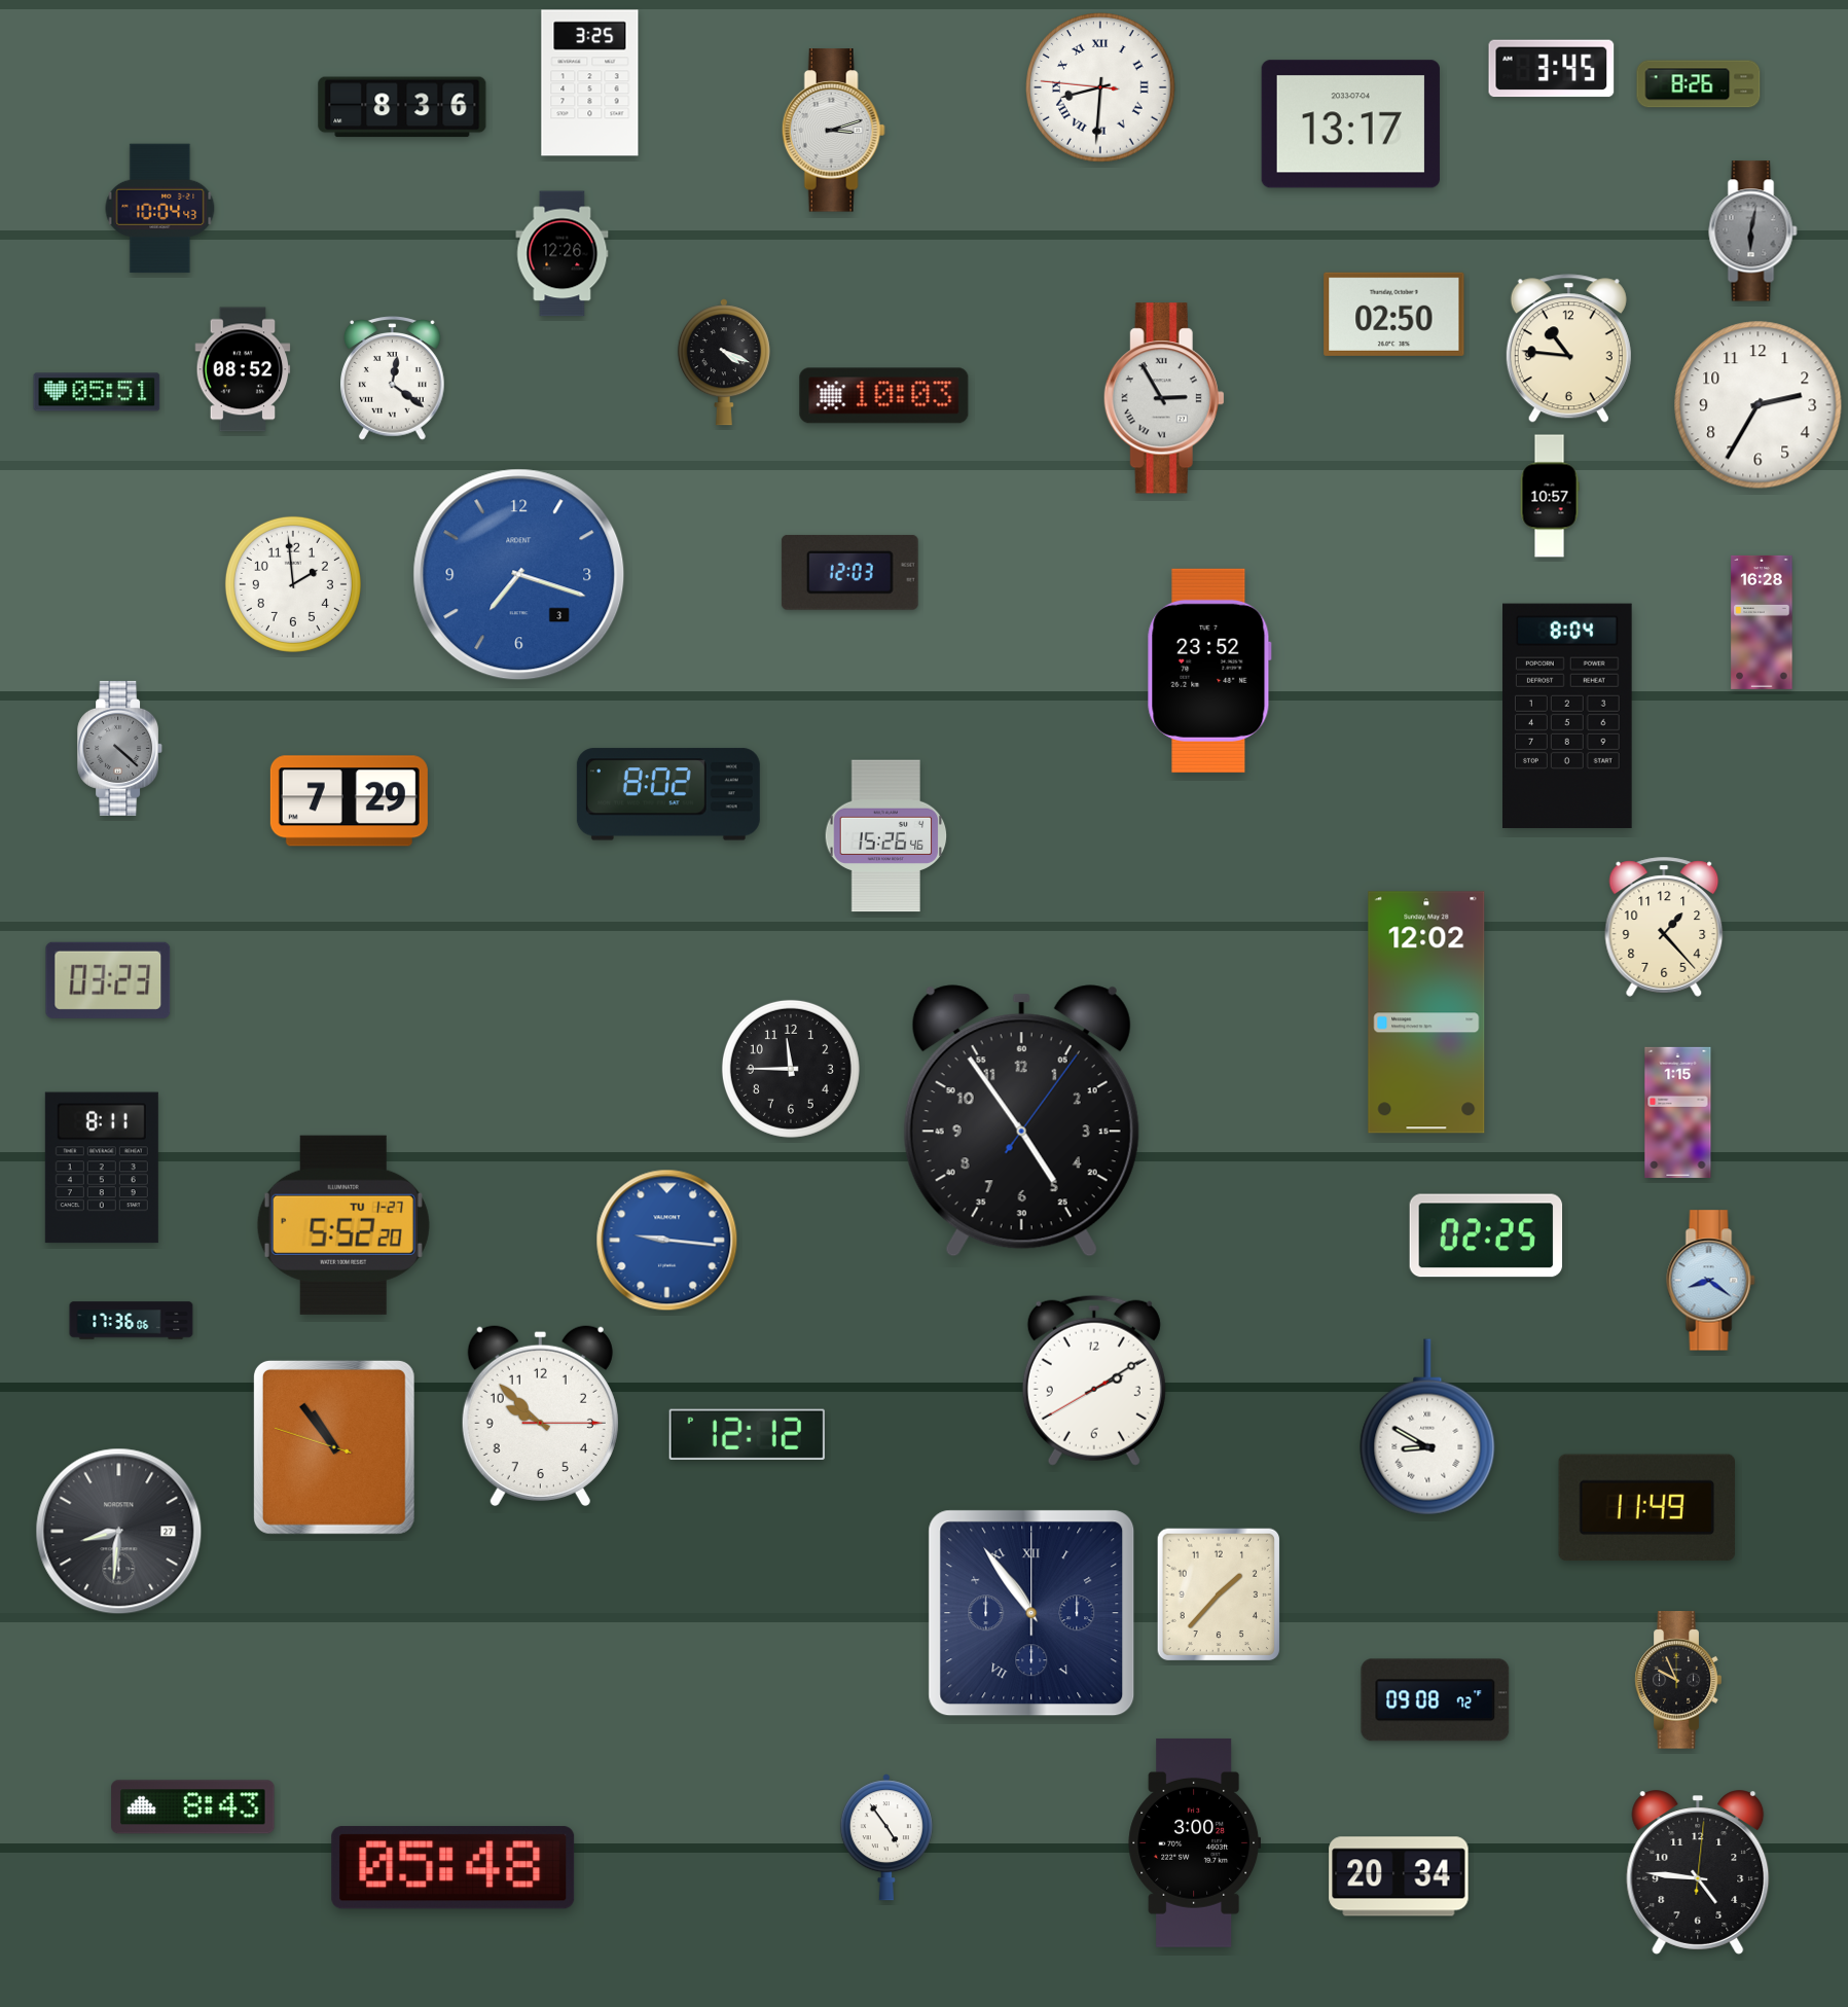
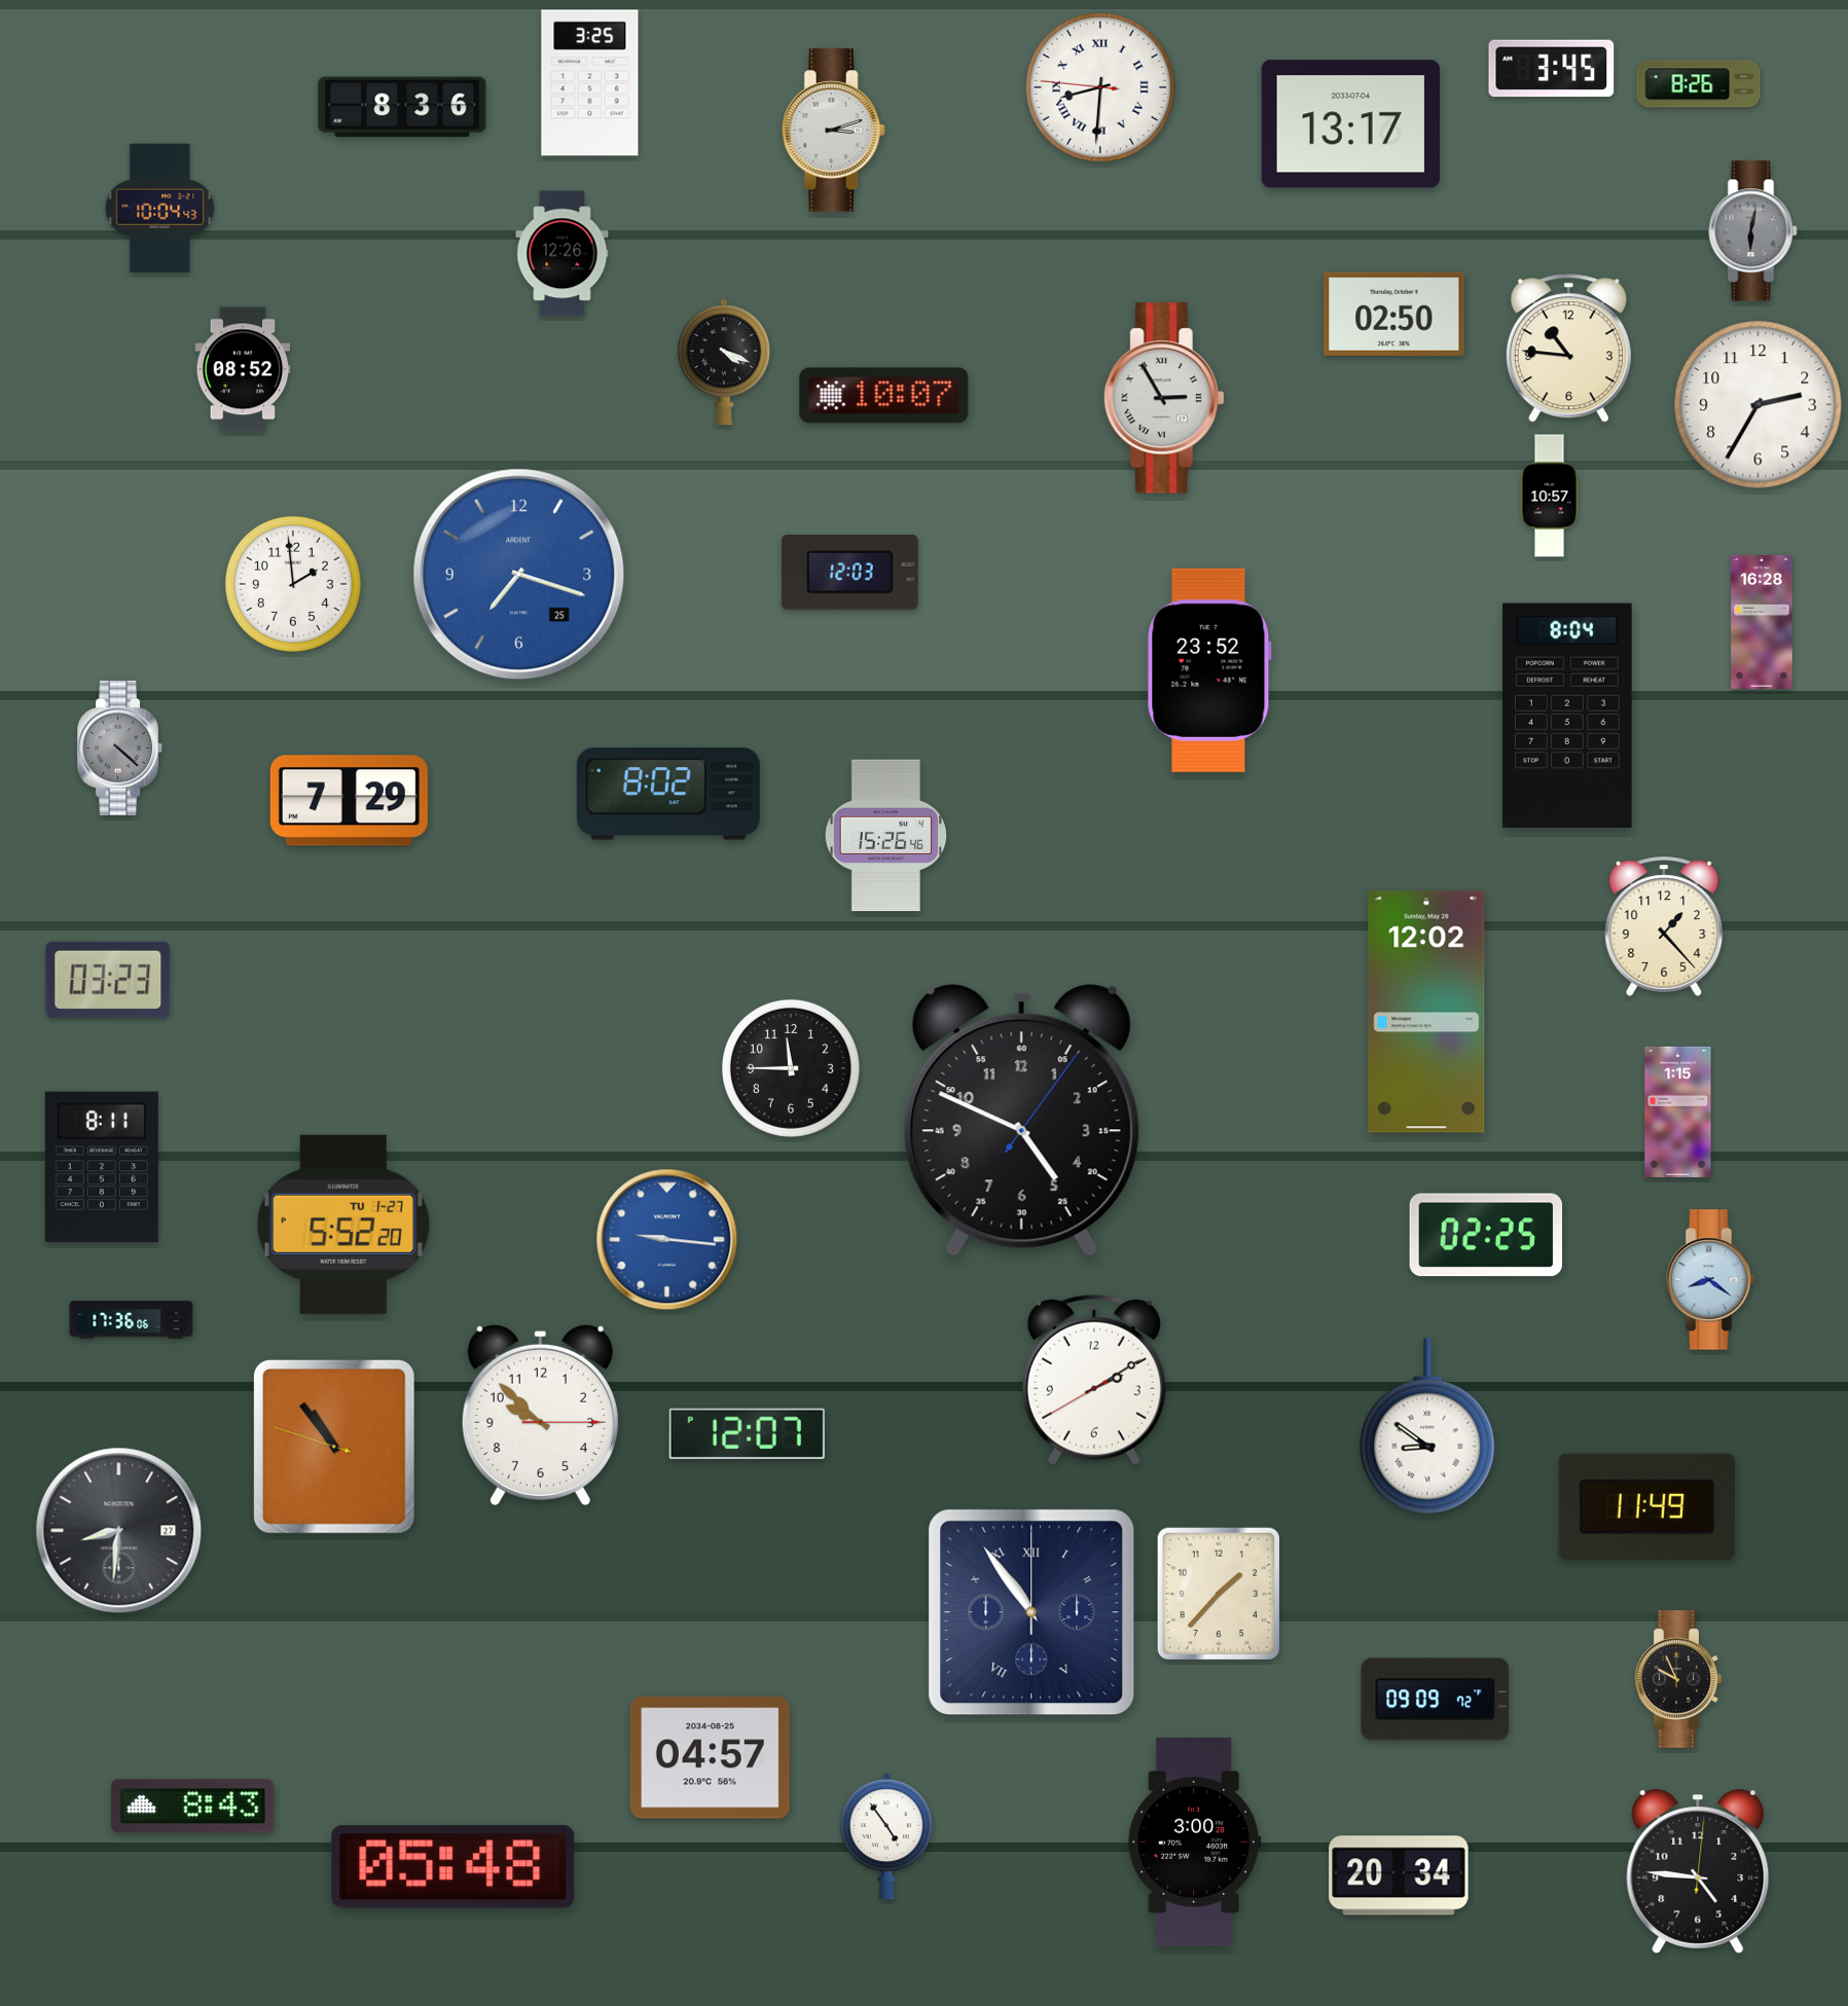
clock at (393, 379): 12:21 -> none
clock at (97, 392): 05:51 -> none
clock at (884, 396): 10:03 -> 10:07
clock at (519, 575) date: 3 -> 25
clock at (1021, 1121): 4:54 -> 4:49
clock at (1427, 1427): 8:50 -> 8:51
clock at (747, 1434): 12:12 -> 12:07
clock at (1436, 1700): 09:08 -> 09:09
clock at (710, 1758): none -> 04:57
